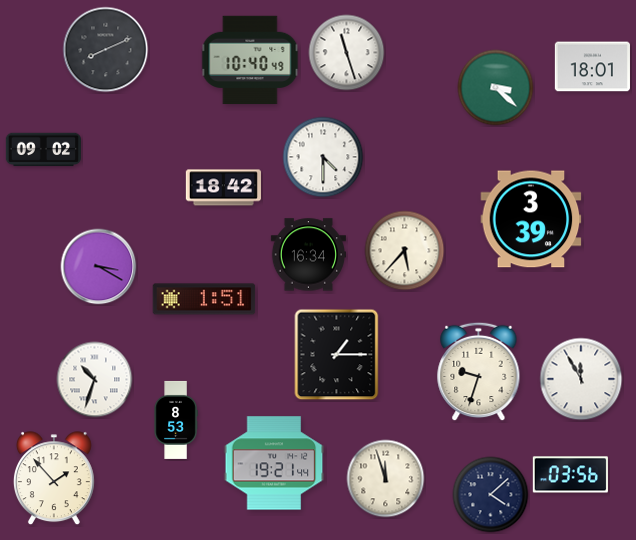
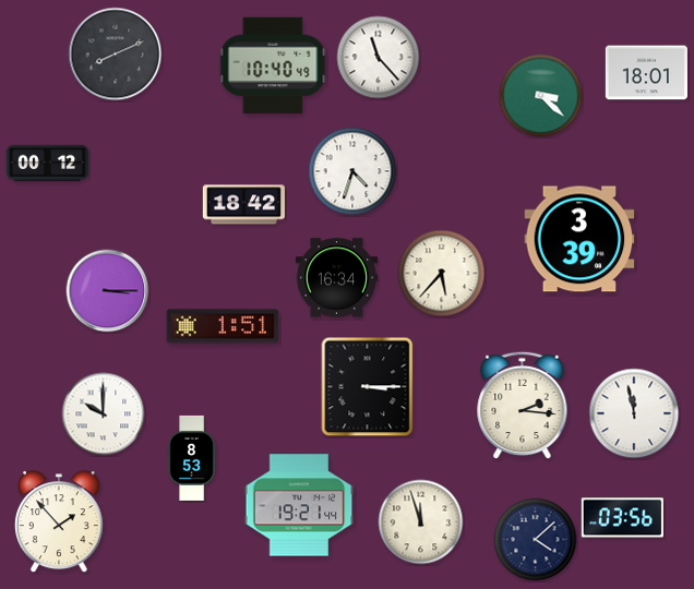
clock at (347, 53): 11:27 -> 11:23
clock at (43, 150): 09:02 -> 00:12
clock at (323, 157): 4:30 -> 4:33
clock at (99, 267): 3:20 -> 3:15
clock at (337, 355): 1:15 -> 3:15
clock at (479, 372): 9:33 -> 2:16
clock at (581, 379): 11:55 -> 11:58
clock at (95, 380): 10:33 -> 10:00
